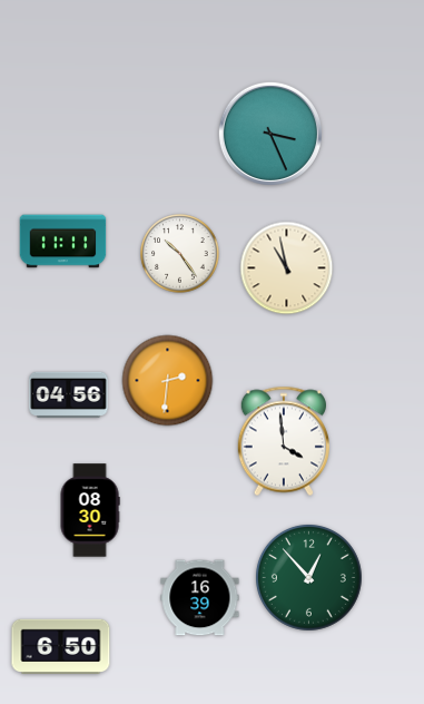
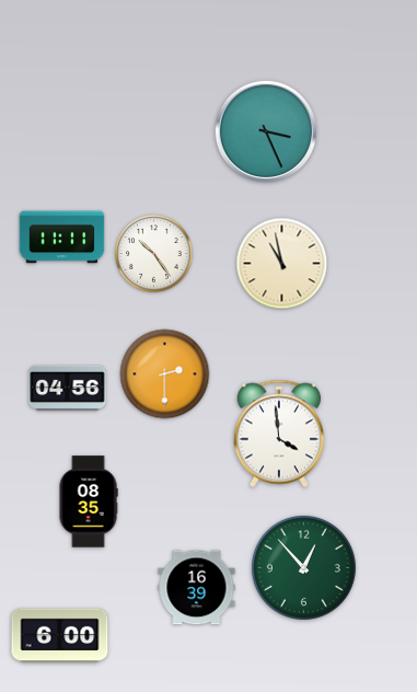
clock at (180, 254) position: (180, 254) -> (154, 254)
clock at (168, 381): 2:31 -> 2:30
clock at (90, 510): 08:30 -> 08:35
clock at (61, 646): 6:50 -> 6:00
